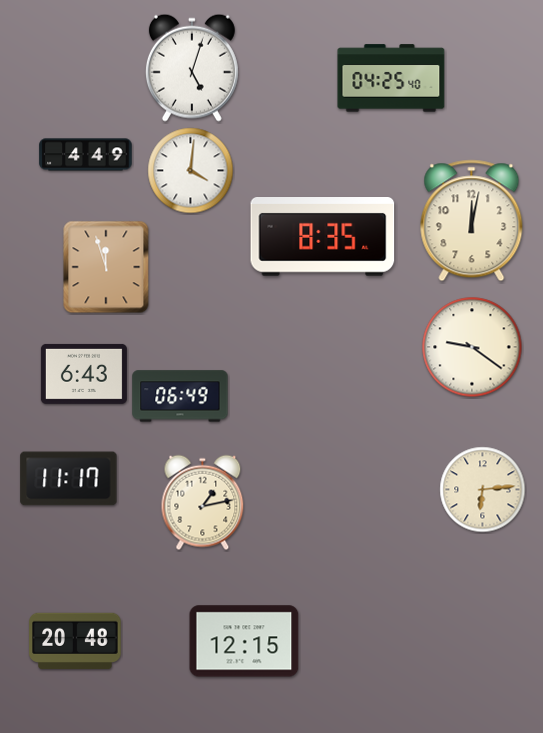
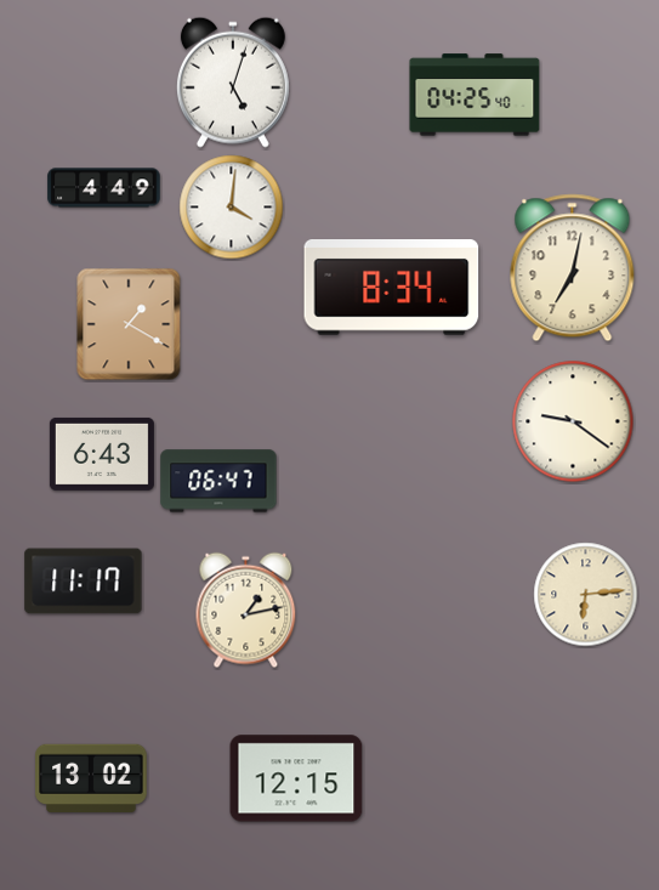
clock at (472, 221): 12:02 -> 7:02
clock at (323, 237): 8:35 -> 8:34
clock at (106, 267): 11:57 -> 1:20
clock at (180, 396): 06:49 -> 06:47
clock at (75, 641): 20:48 -> 13:02
